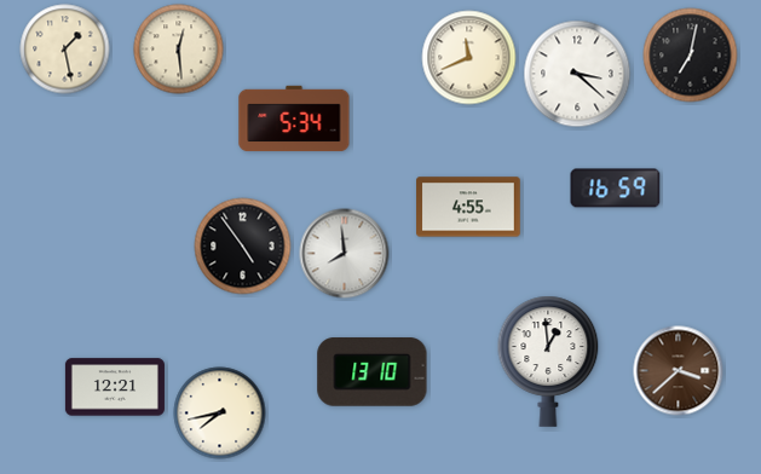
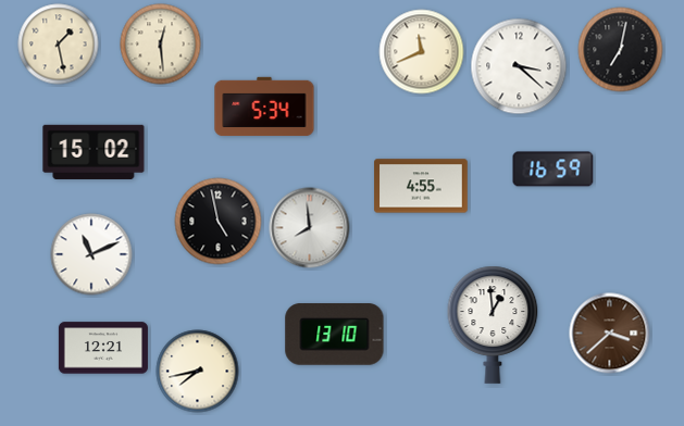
clock at (94, 152): none -> 15:02
clock at (243, 247): 4:54 -> 4:58
clock at (91, 254): none -> 11:11
